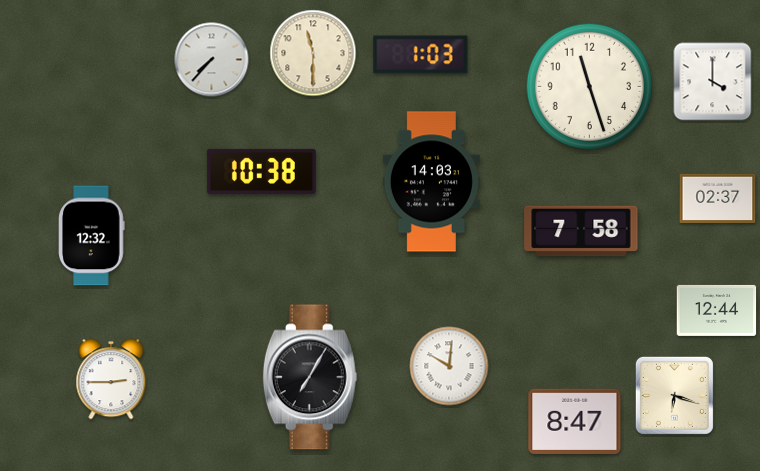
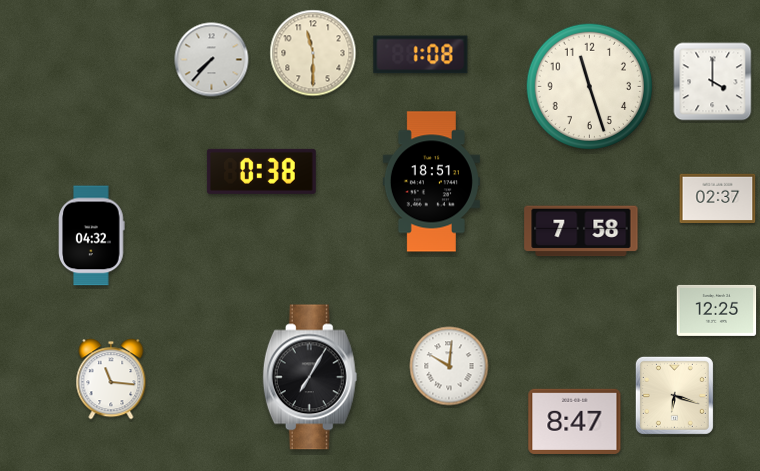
clock at (421, 55): 1:03 -> 1:08
clock at (261, 171): 10:38 -> 0:38
clock at (431, 182): 14:03 -> 18:51
clock at (92, 236): 12:32 -> 04:32
clock at (717, 310): 12:44 -> 12:25
clock at (111, 379): 2:45 -> 11:16
